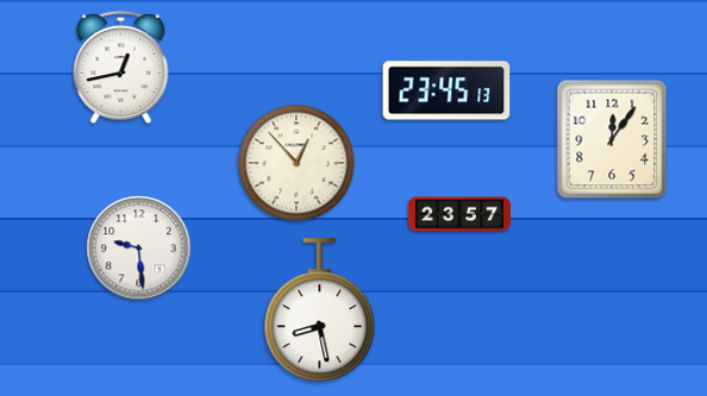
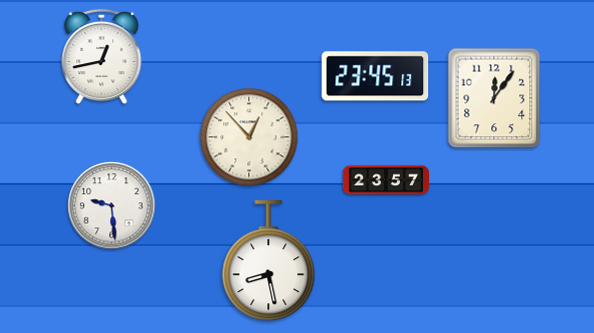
clock at (612, 139) position: (612, 139) -> (494, 98)
clock at (139, 249) position: (139, 249) -> (112, 206)
